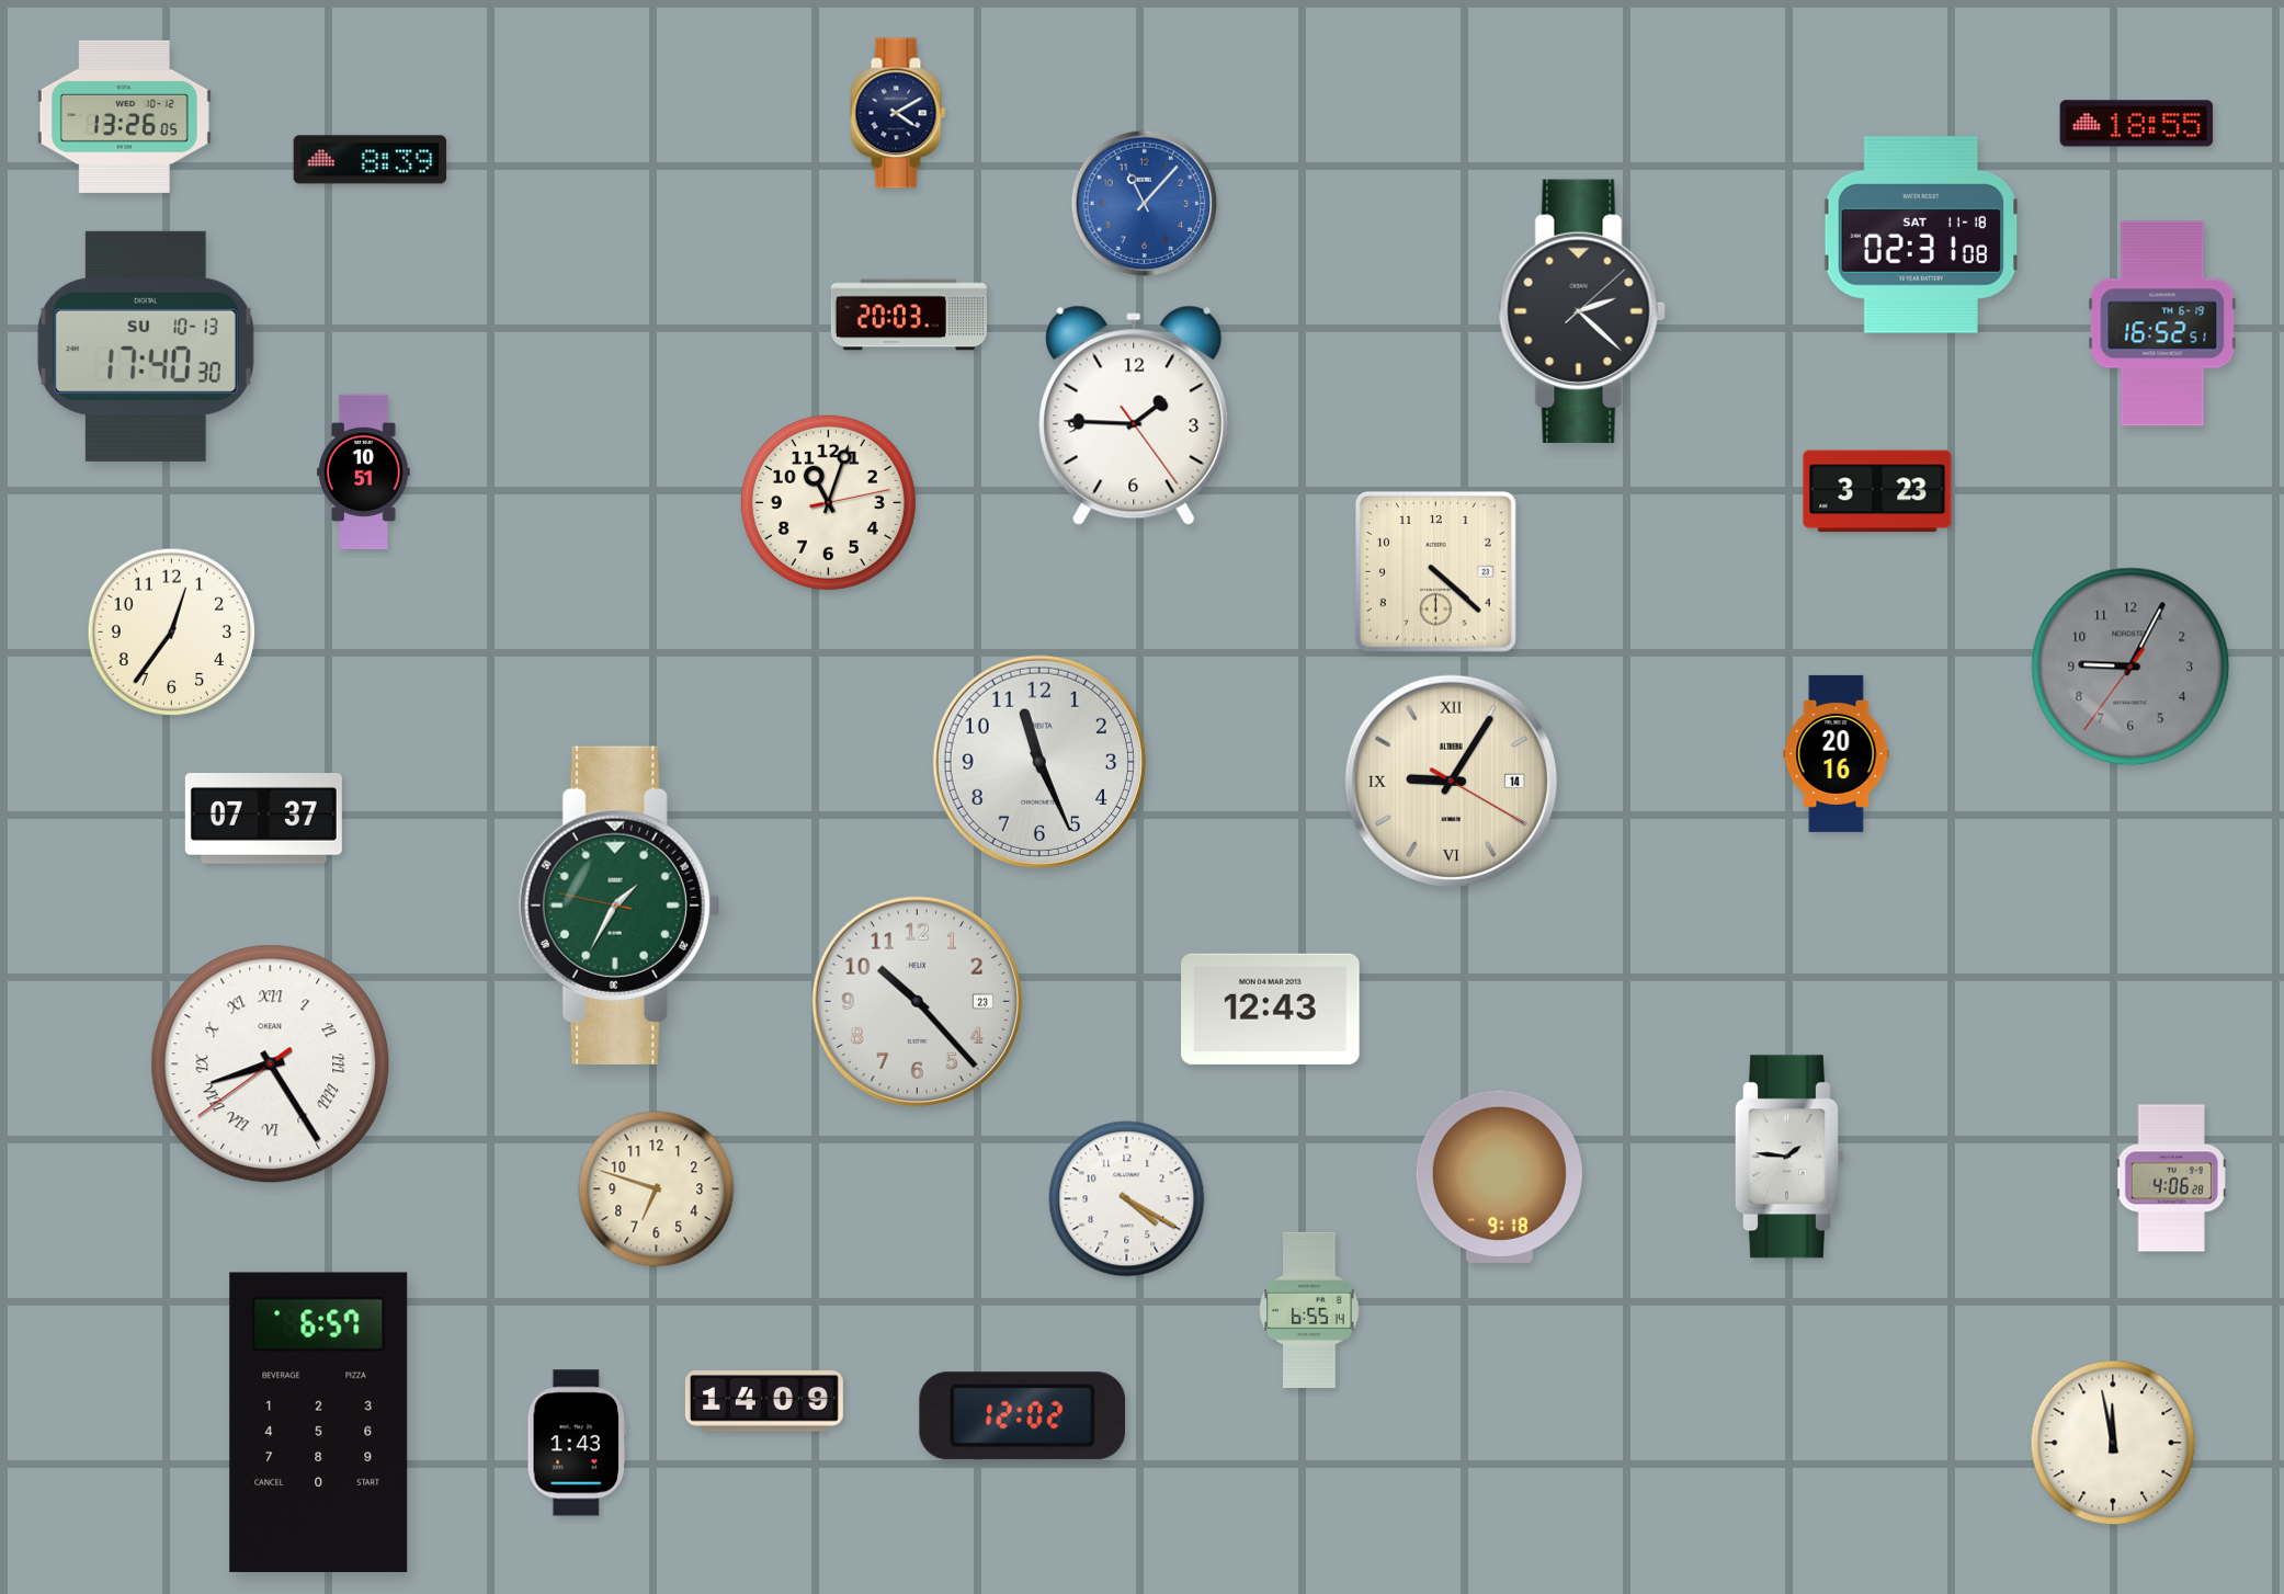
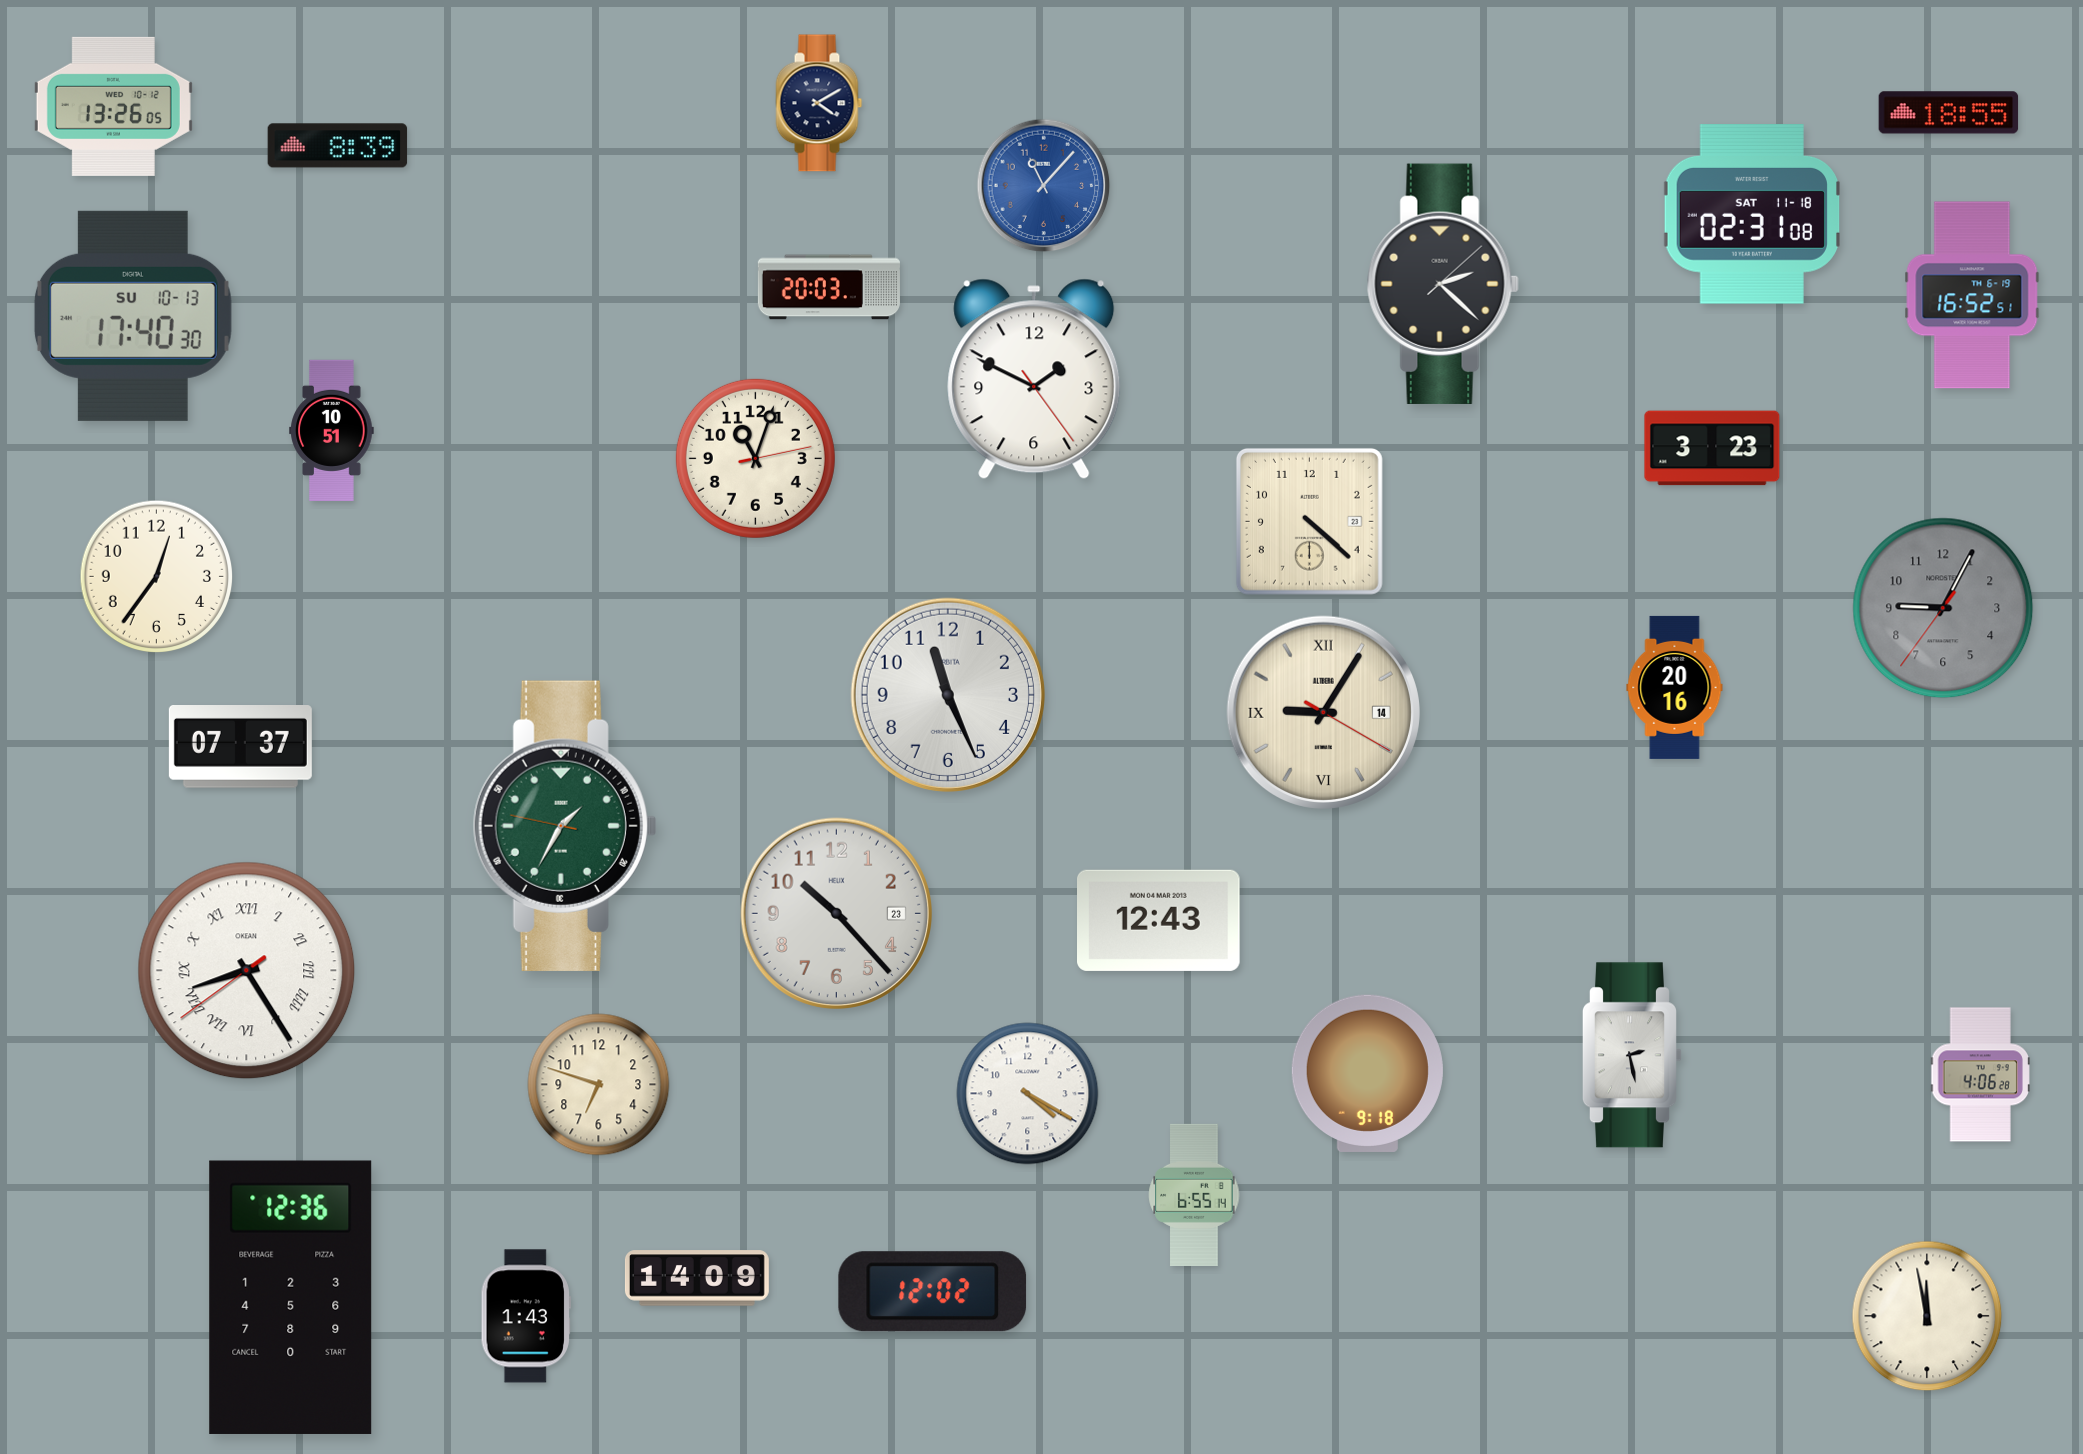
clock at (1134, 415): 1:45 -> 1:49
clock at (1789, 1157): 1:46 -> 2:28
clock at (319, 1422): 6:57 -> 12:36
